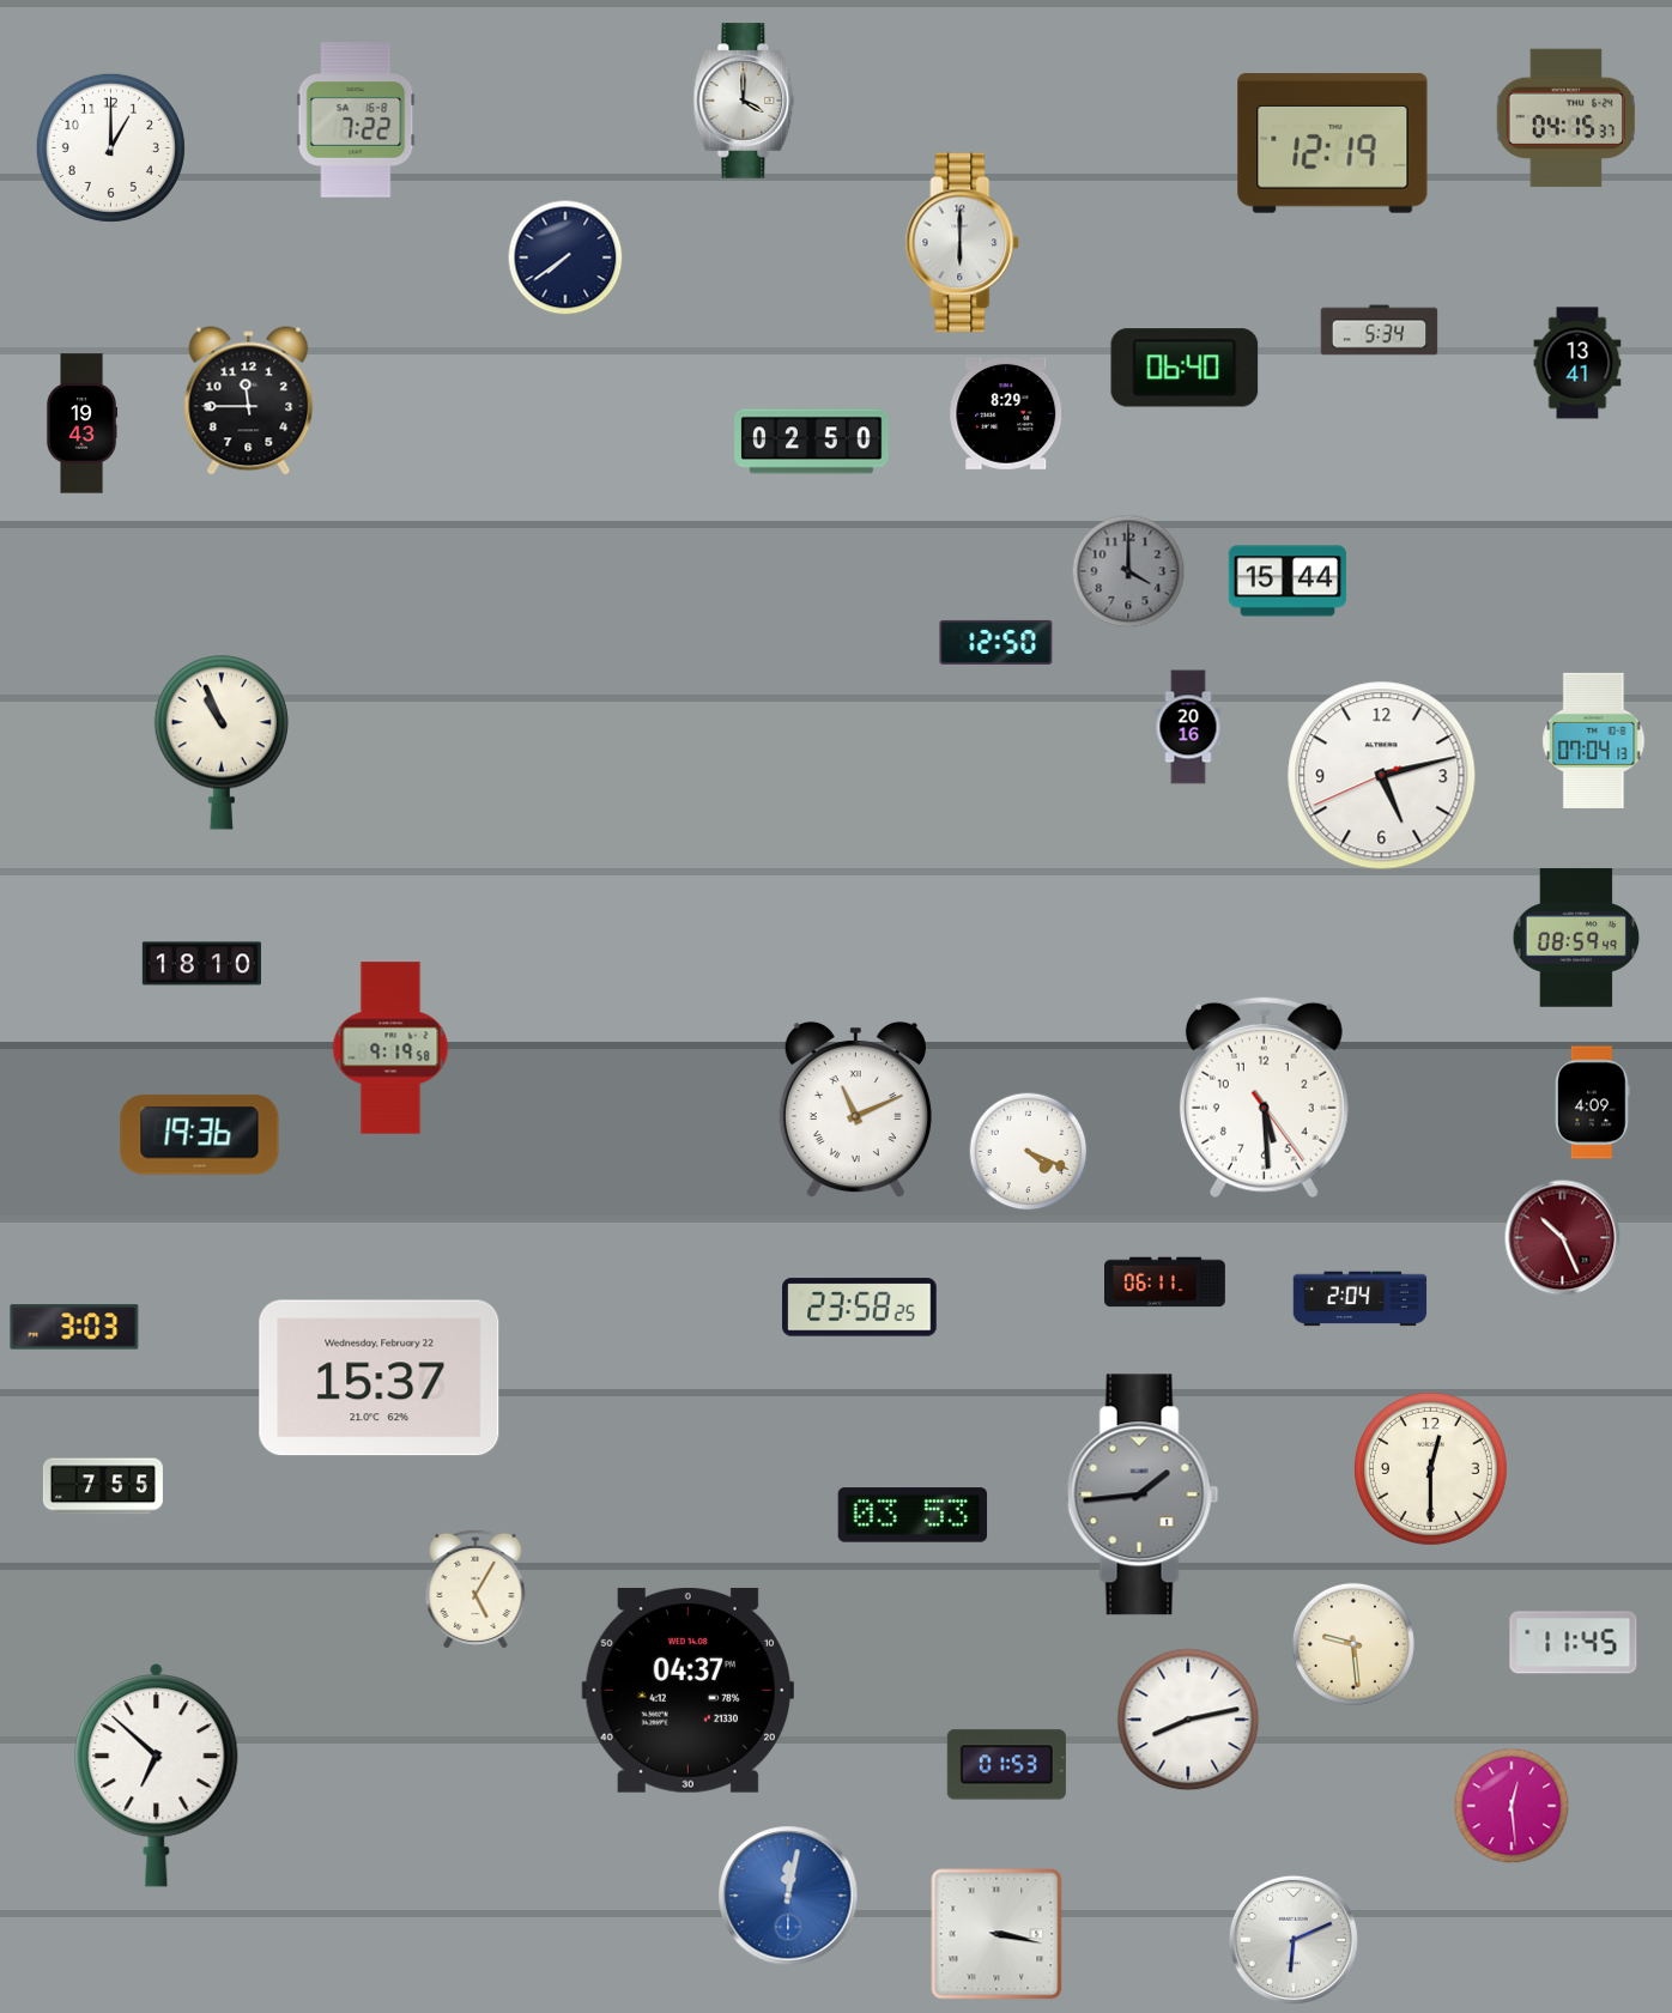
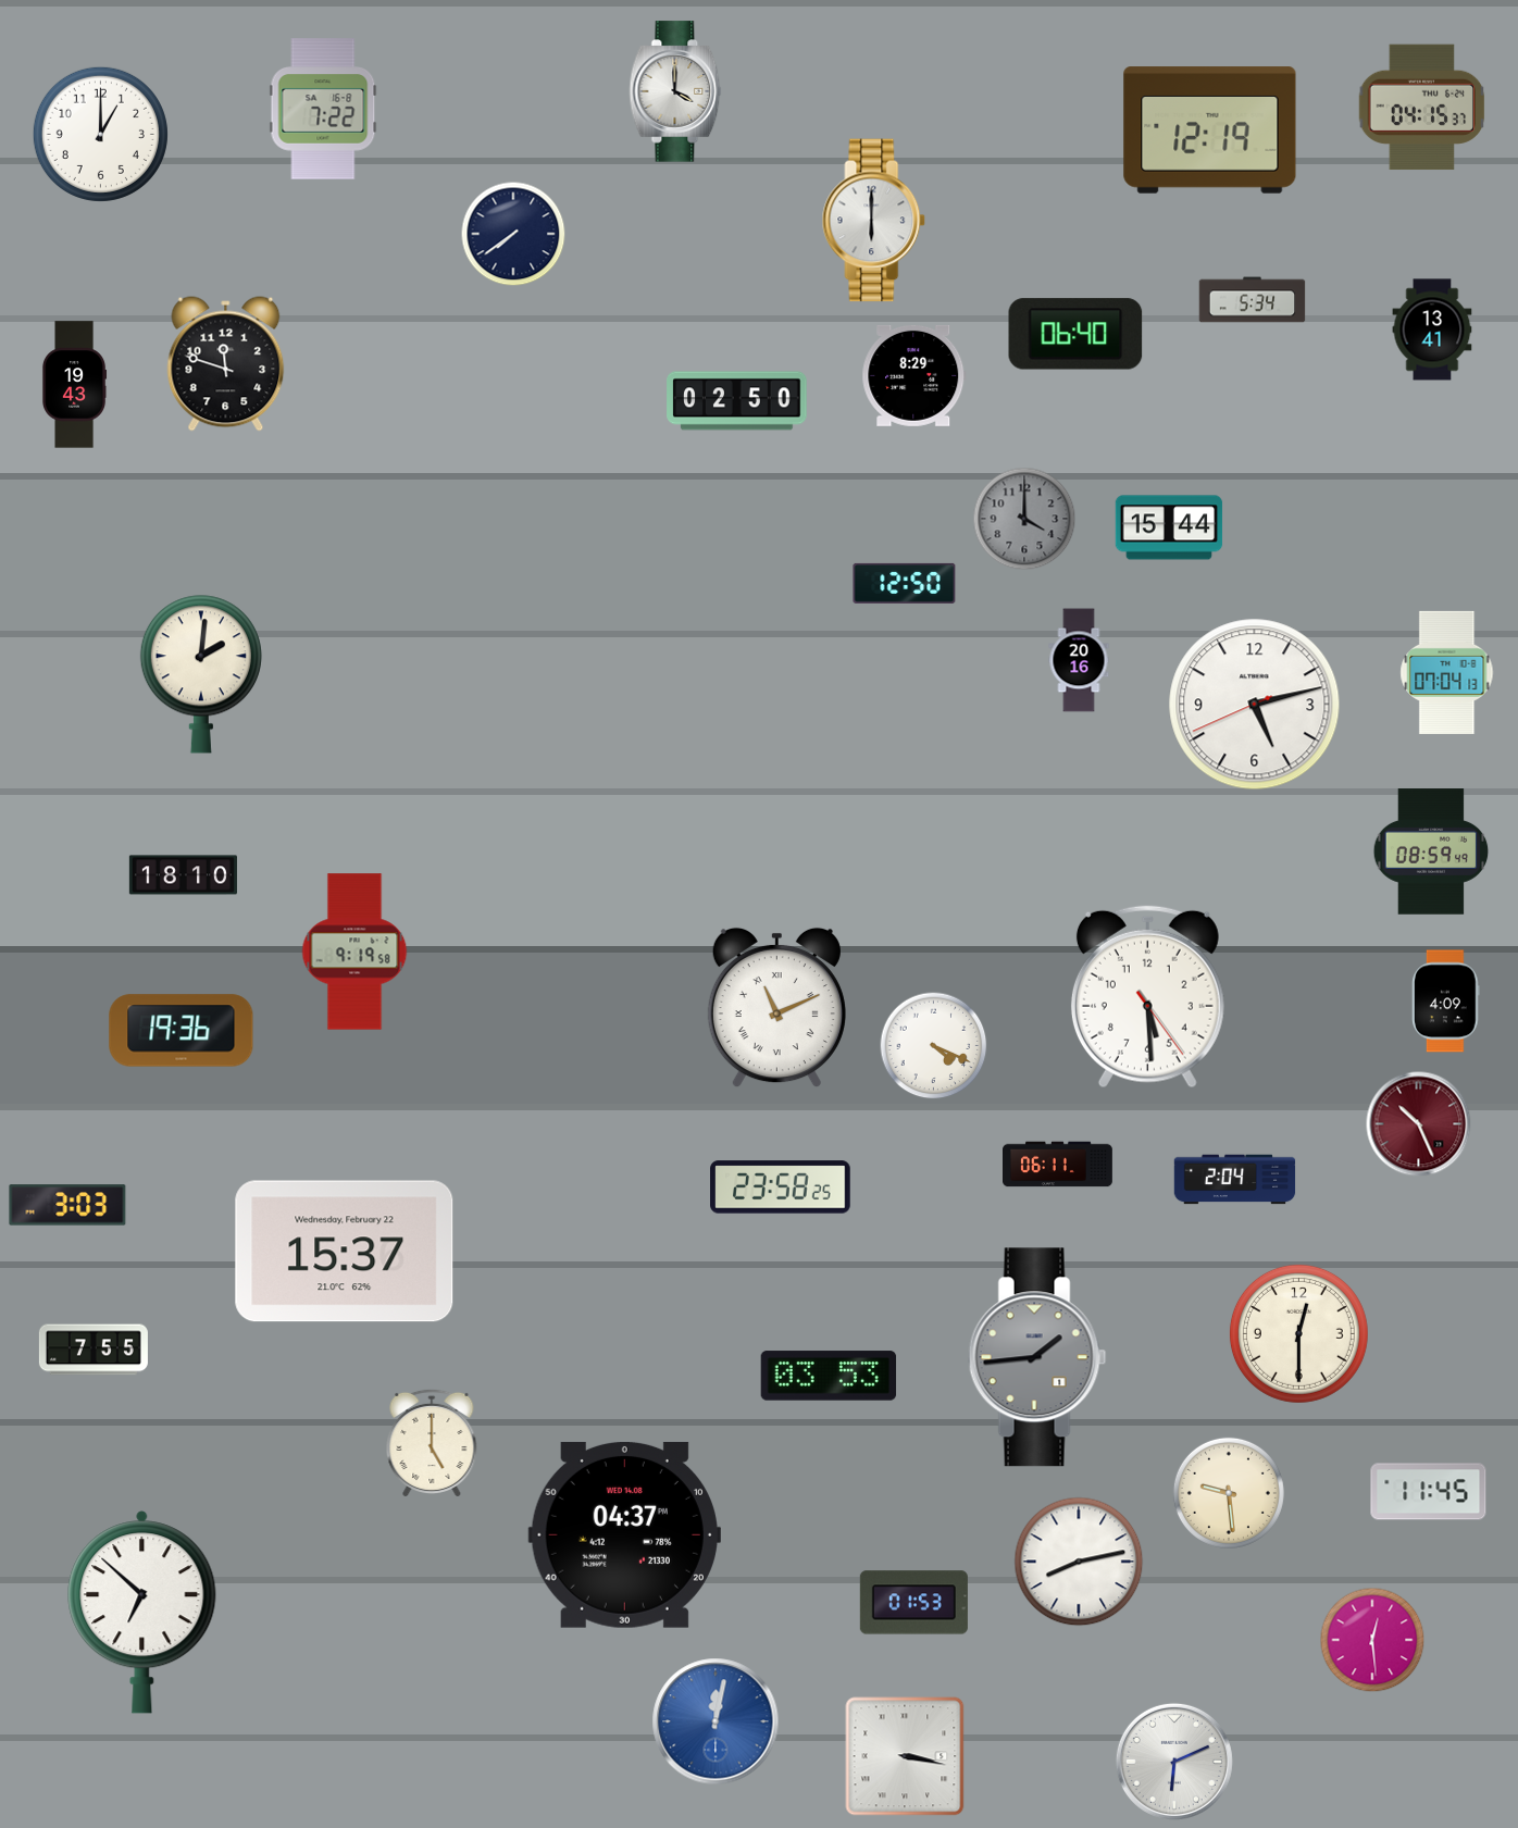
clock at (249, 401): 11:45 -> 11:48
clock at (222, 742): 10:56 -> 2:01
clock at (475, 1588): 5:05 -> 5:00
